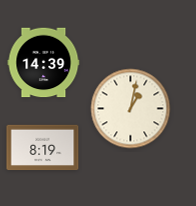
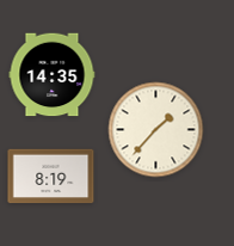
clock at (44, 63): 14:39 -> 14:35
clock at (131, 109): 1:02 -> 1:37
